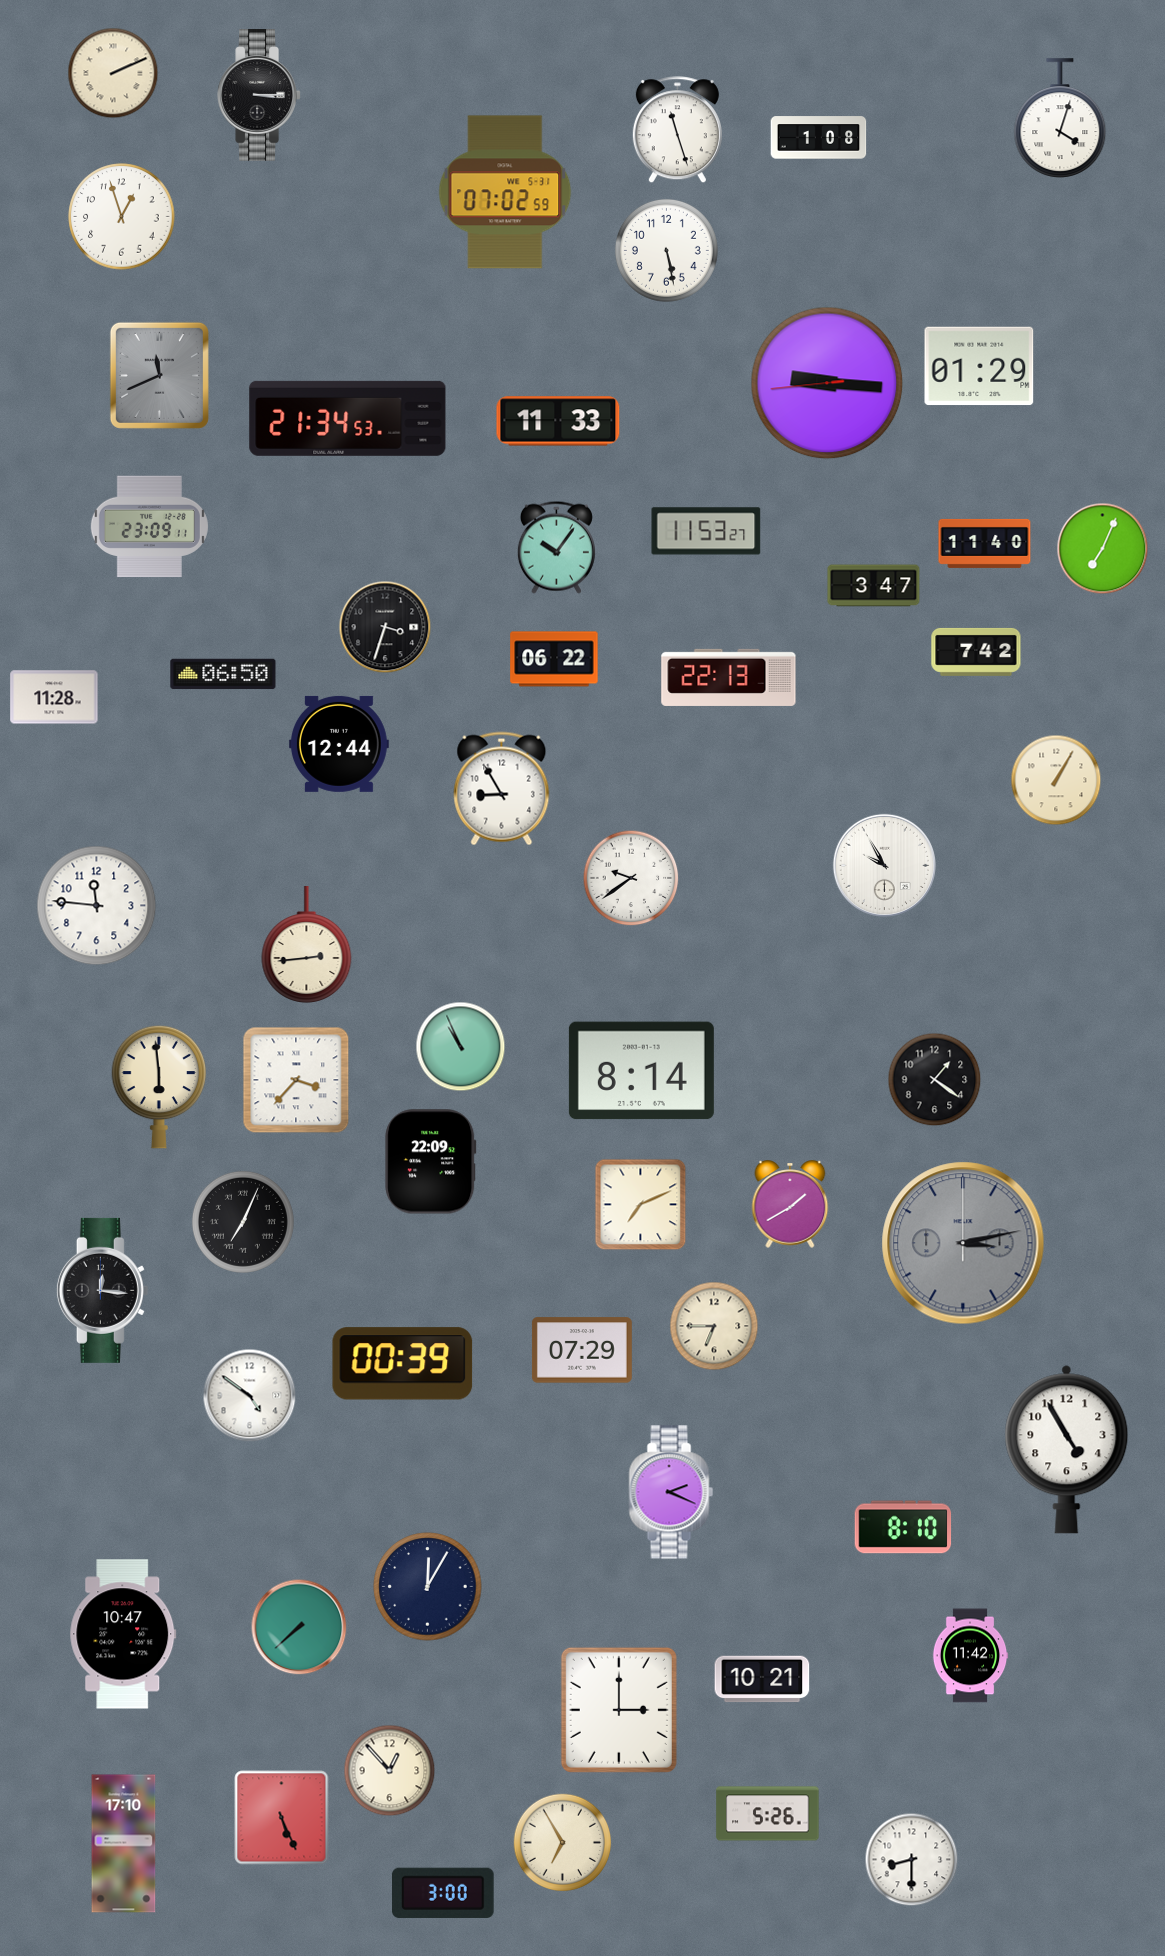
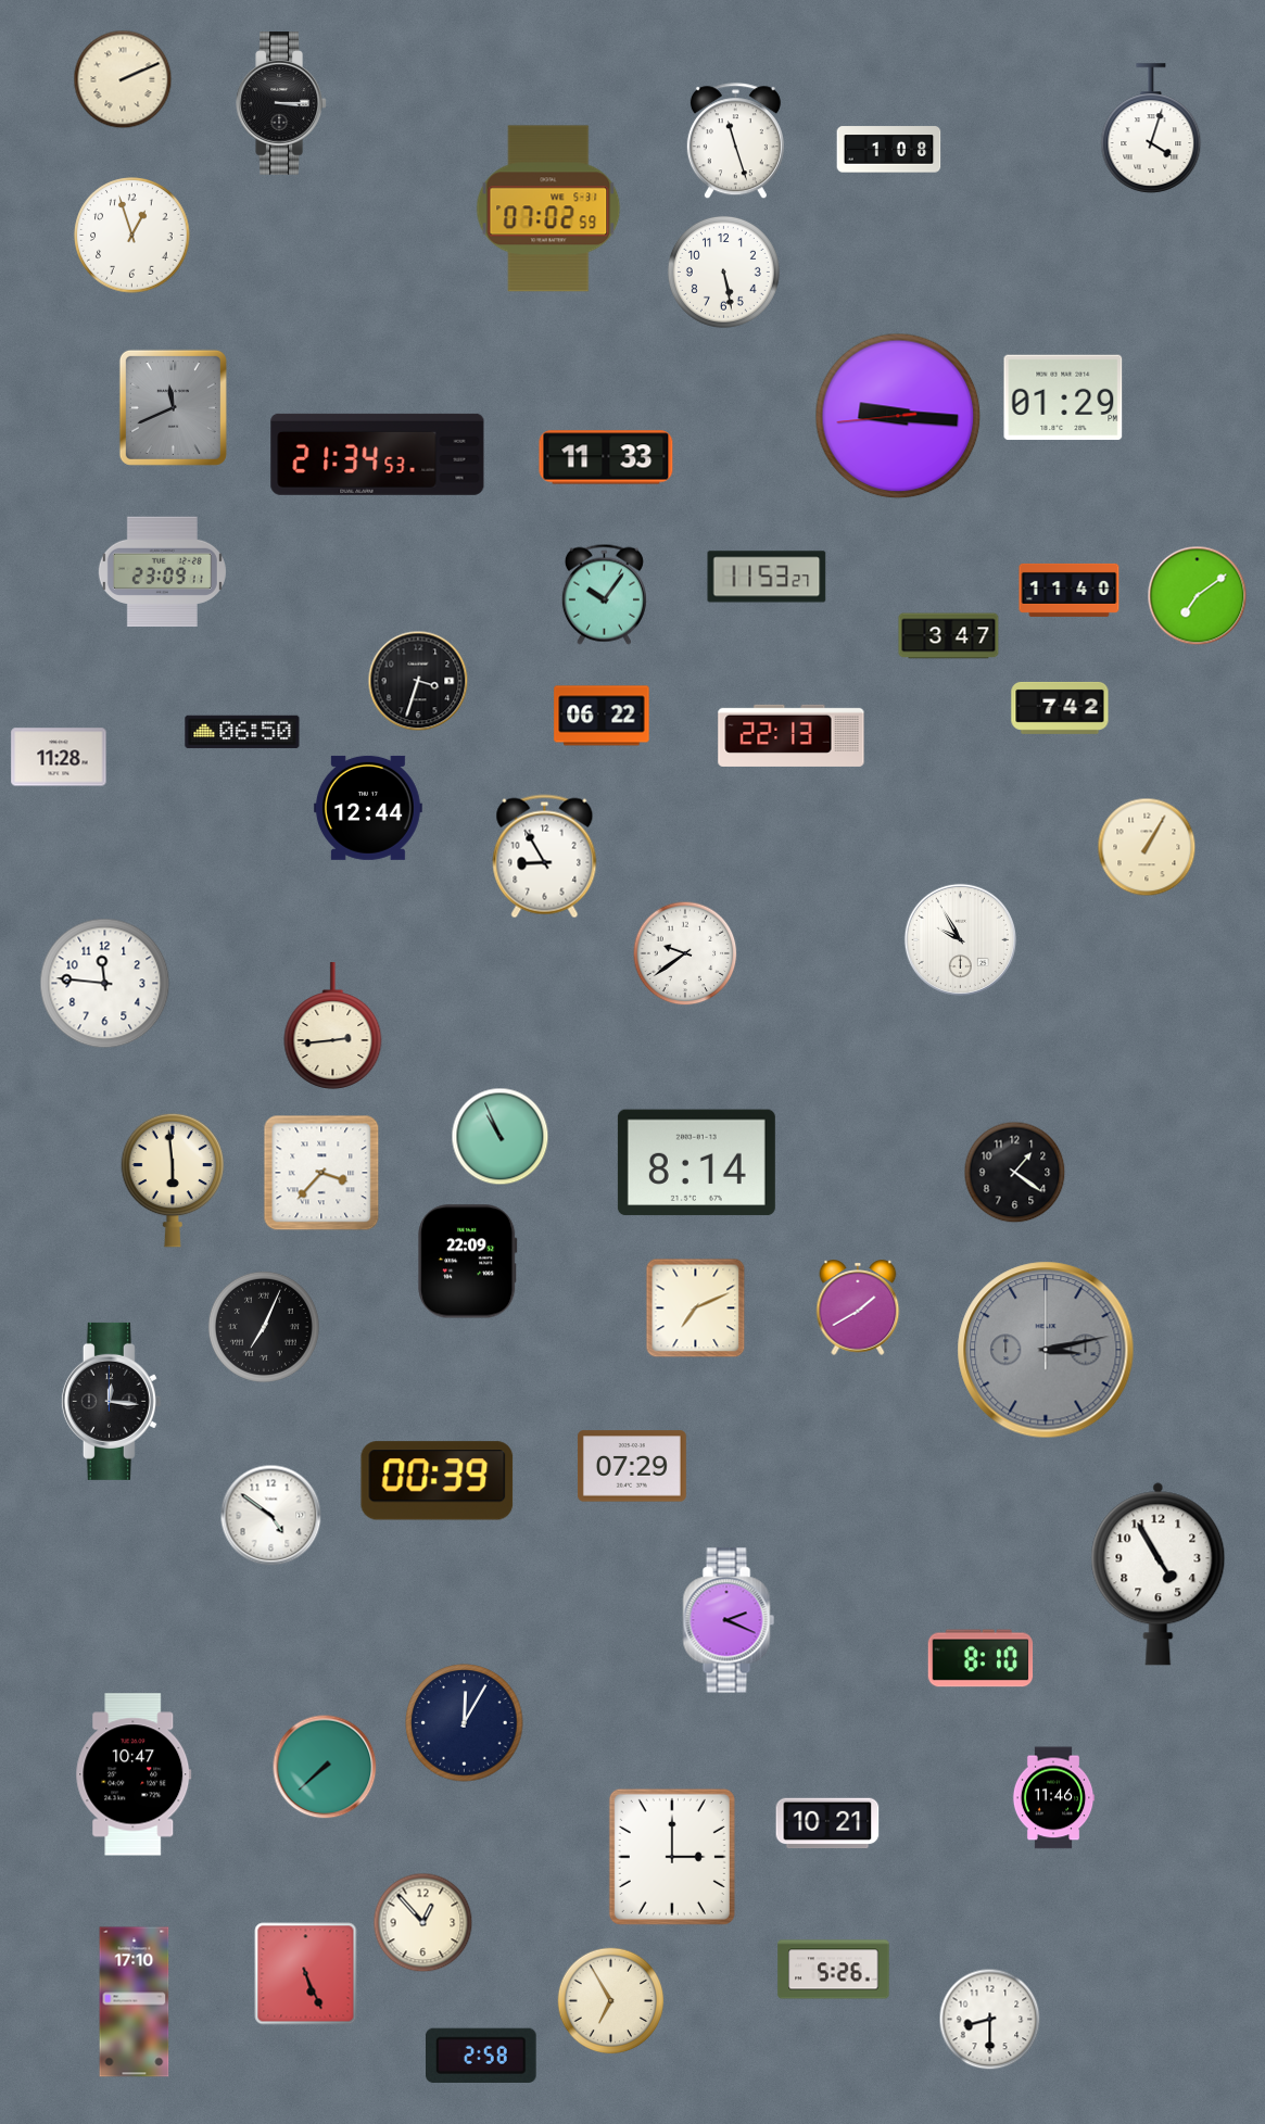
clock at (1103, 549): 7:04 -> 7:09
clock at (714, 1326): 6:45 -> none
clock at (970, 1656): 11:42 -> 11:46
clock at (443, 1893): 3:00 -> 2:58
